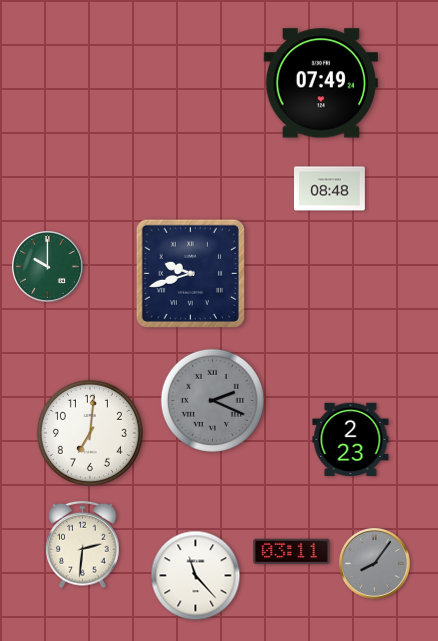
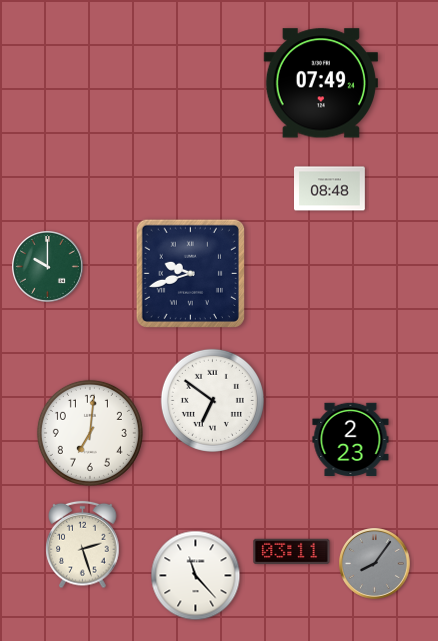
clock at (212, 400): 2:19 -> 6:51
clock at (212, 400) dial: grey -> white
clock at (83, 545): 2:31 -> 2:27
